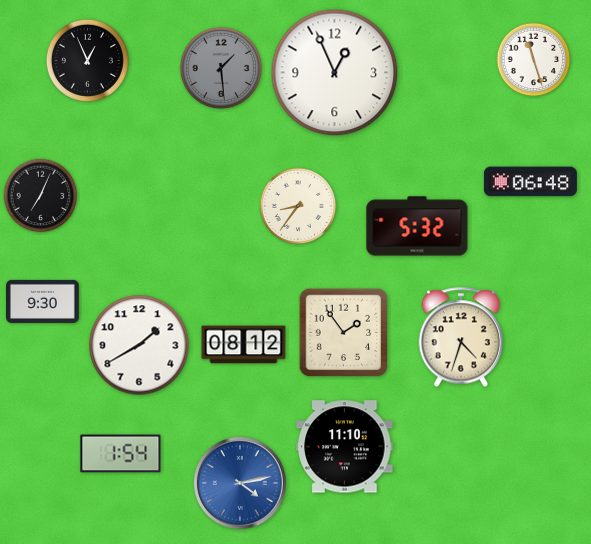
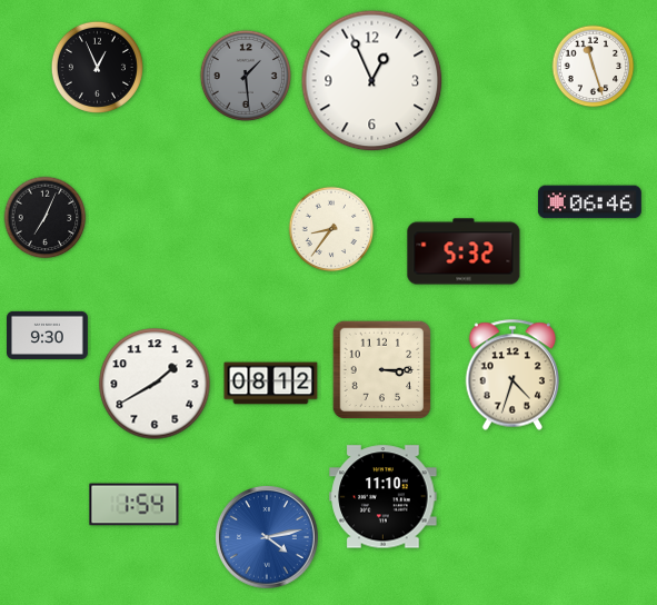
clock at (530, 182): 06:48 -> 06:46
clock at (344, 333): 1:54 -> 3:15
